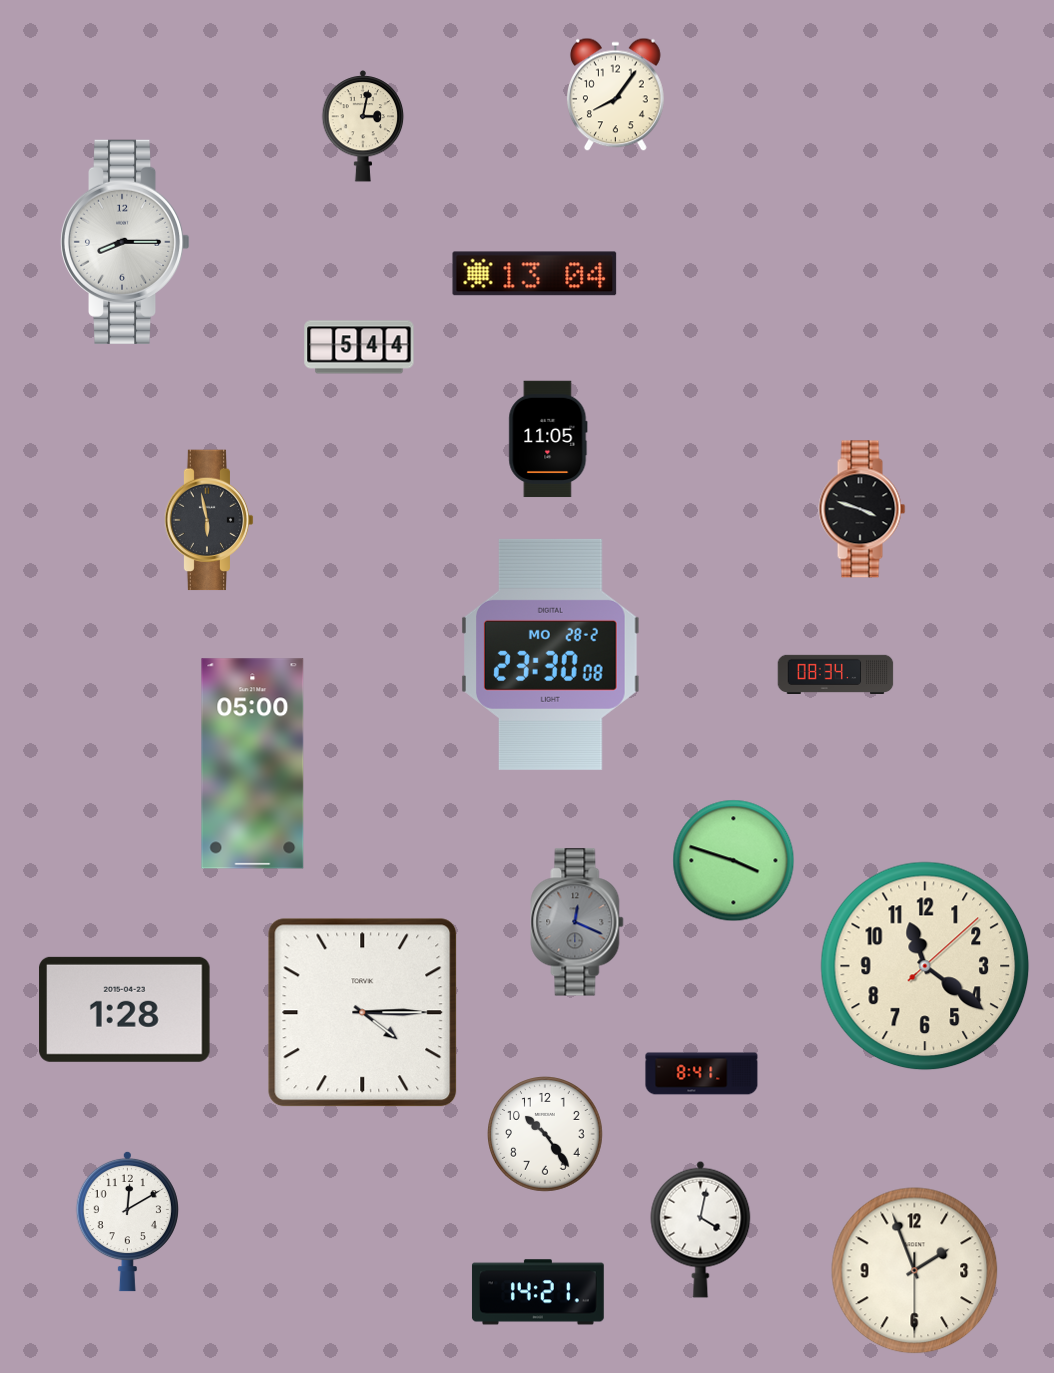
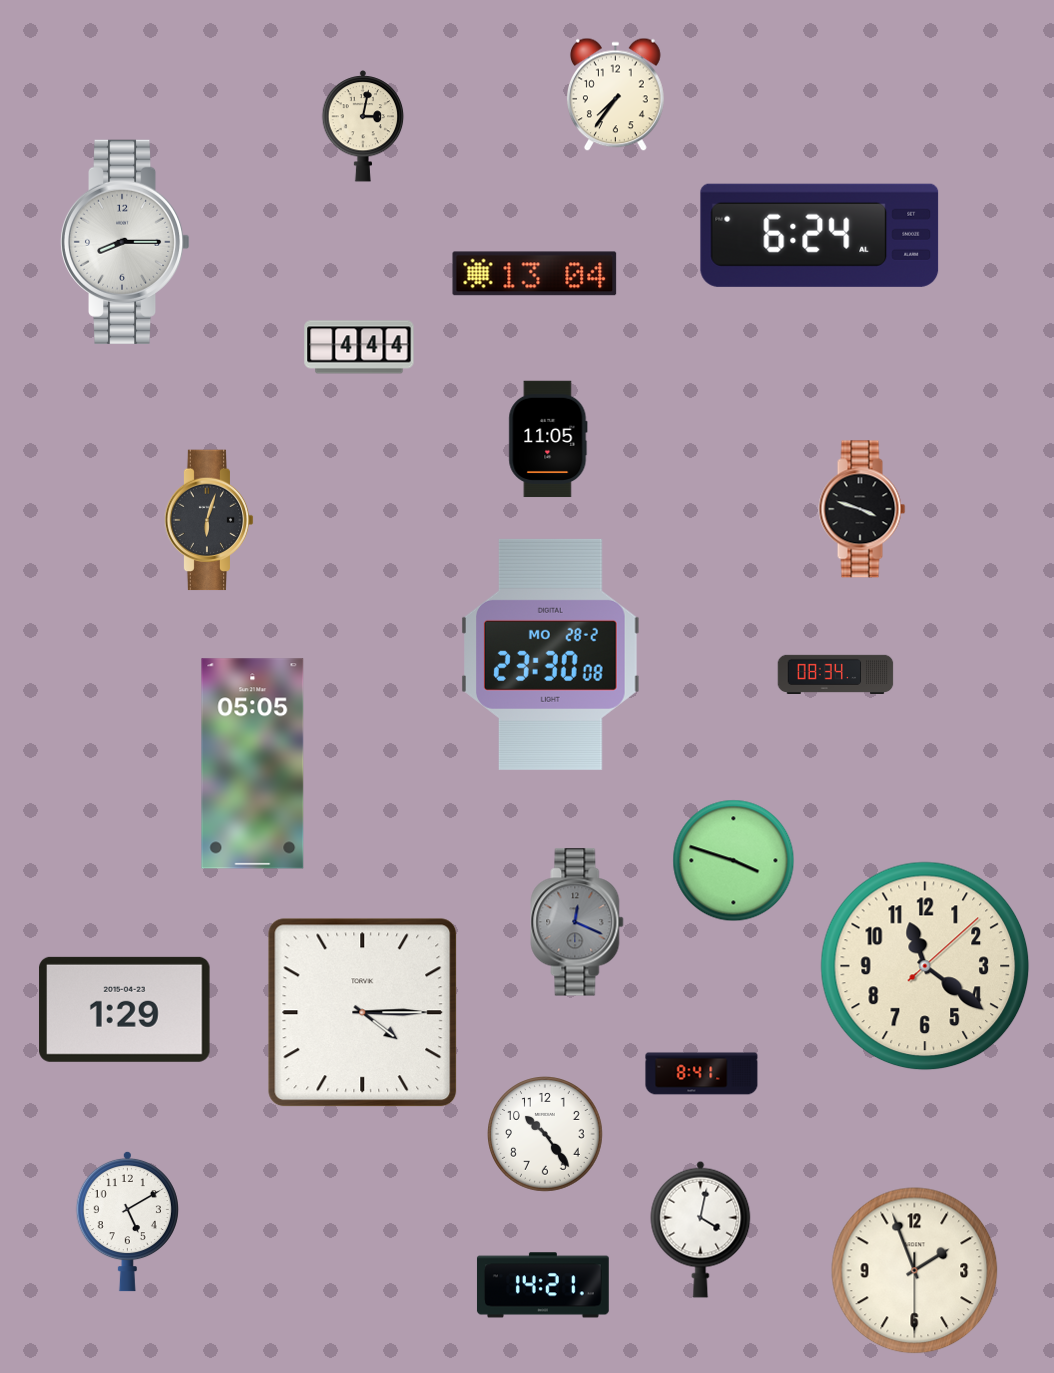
clock at (616, 95): 8:06 -> 7:36
clock at (820, 235): none -> 6:24
clock at (359, 347): 5:44 -> 4:44
clock at (209, 520): 5:58 -> 6:03
clock at (253, 764): 05:00 -> 05:05
clock at (125, 1009): 1:28 -> 1:29
clock at (127, 1221): 12:10 -> 5:10
clock at (538, 1292) position: (538, 1292) -> (543, 1285)
